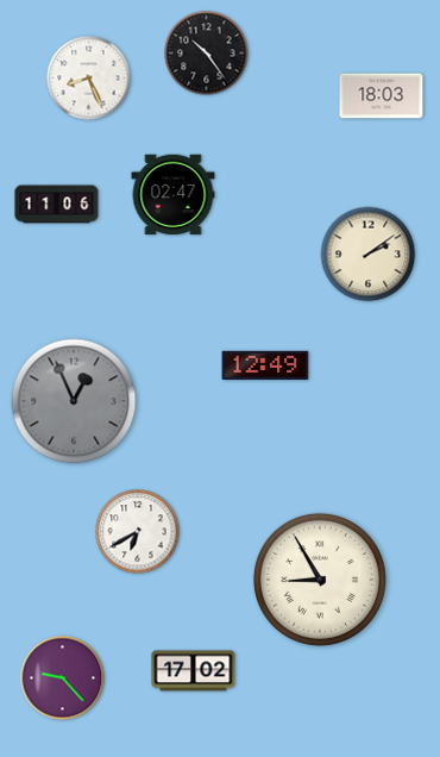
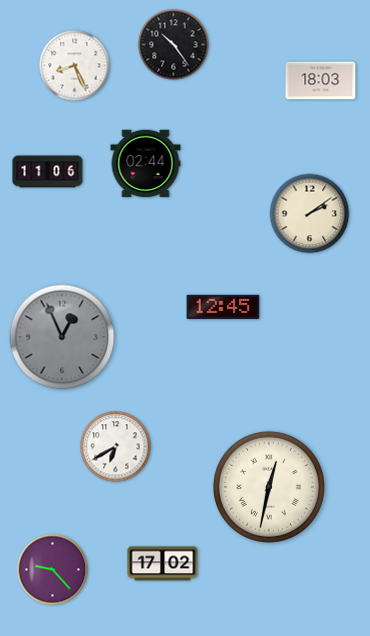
clock at (174, 195): 02:47 -> 02:44
clock at (265, 365): 12:49 -> 12:45
clock at (320, 580): 8:55 -> 12:32
